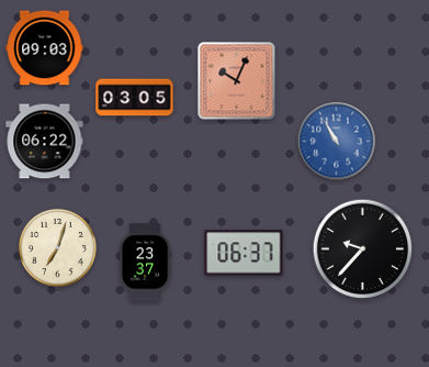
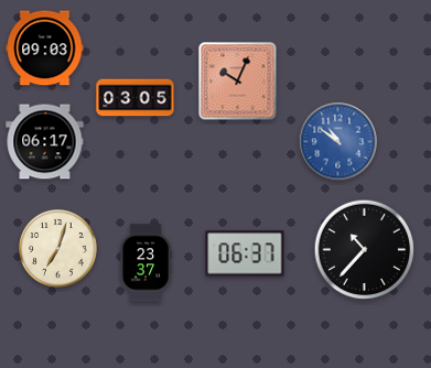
clock at (45, 142): 06:22 -> 06:17
clock at (337, 142): 10:55 -> 10:51
clock at (363, 249): 9:37 -> 10:37
